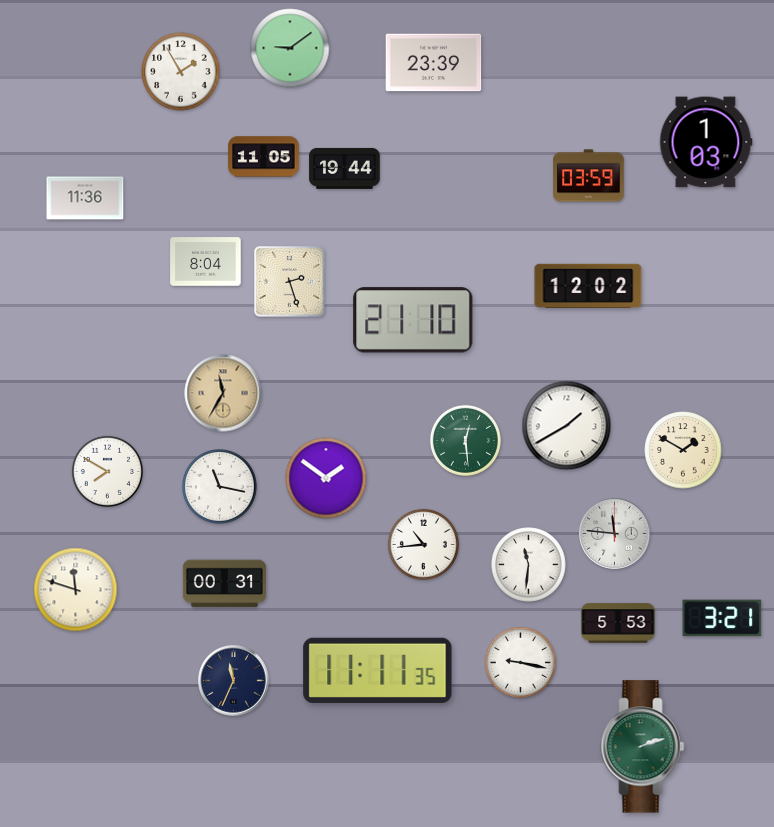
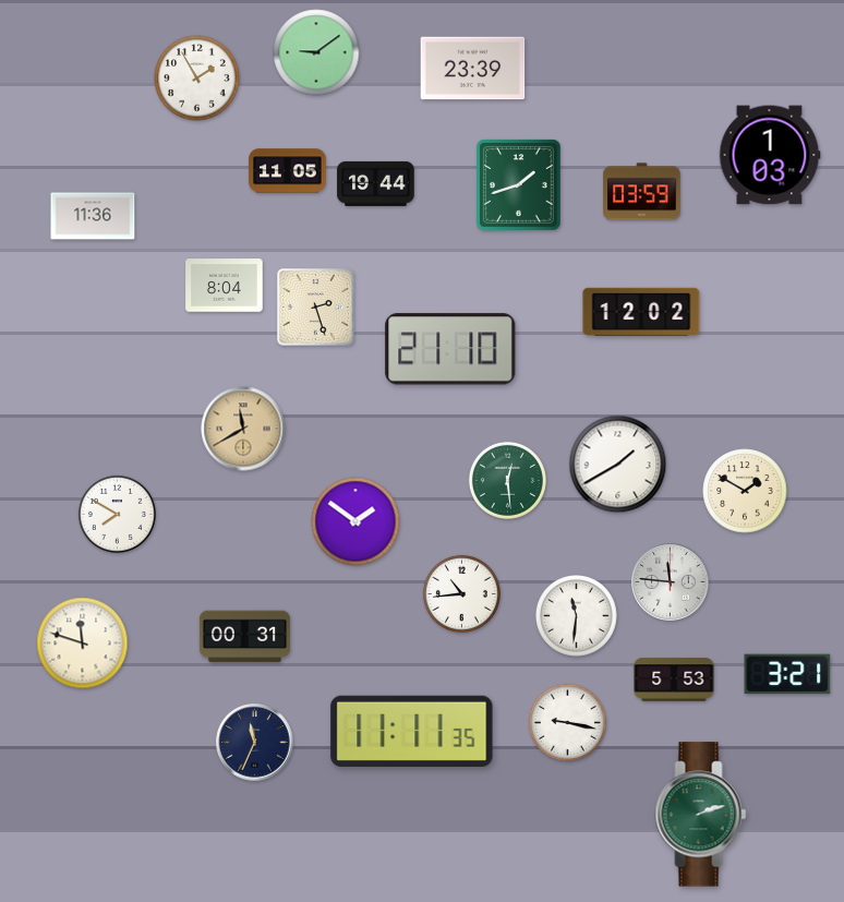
clock at (519, 185): none -> 1:42
clock at (223, 393): 11:35 -> 11:40
clock at (220, 487): 11:17 -> none
